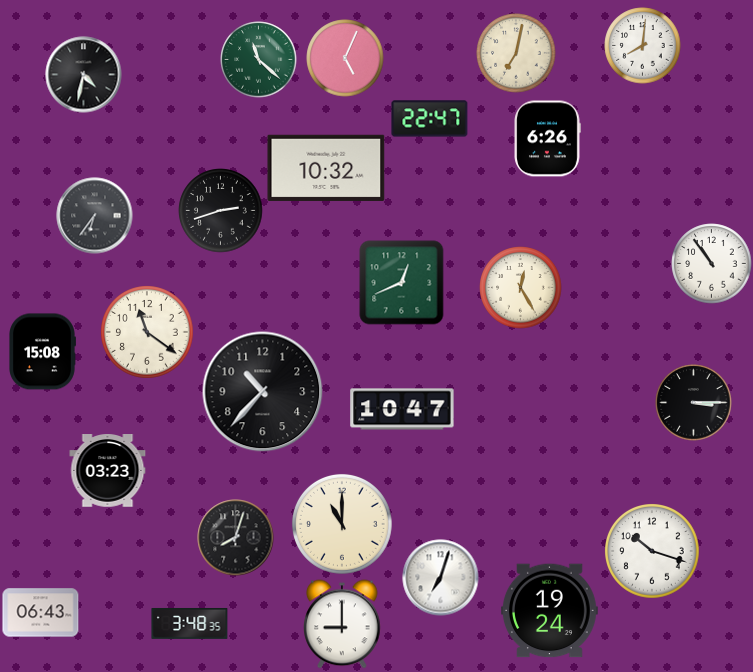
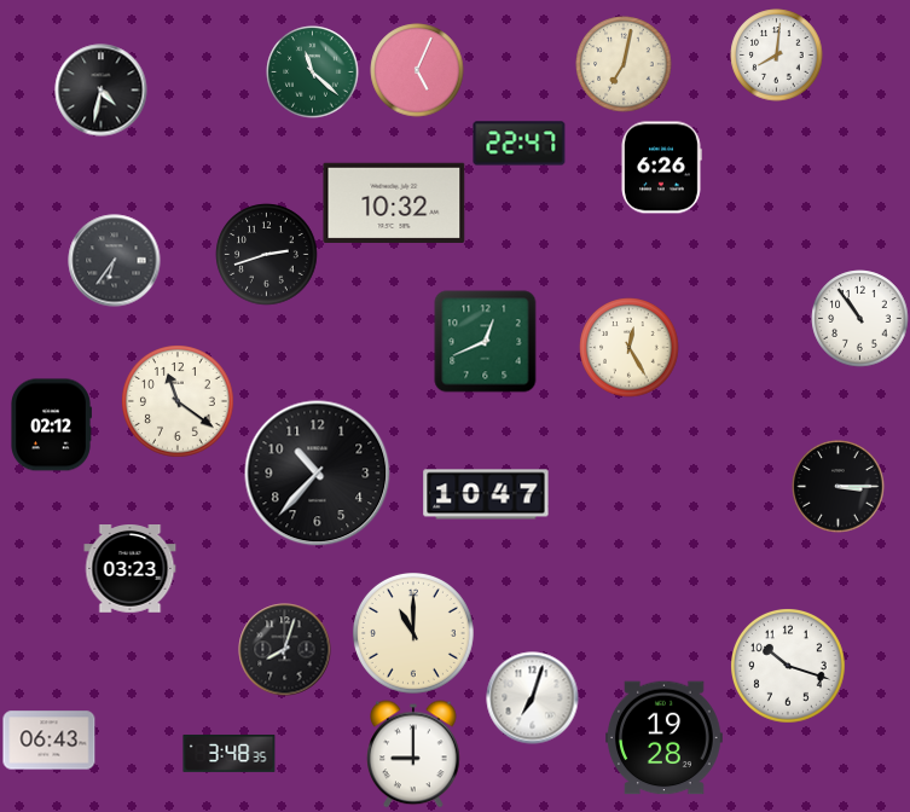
clock at (43, 352): 15:08 -> 02:12
clock at (550, 611): 19:24 -> 19:28
